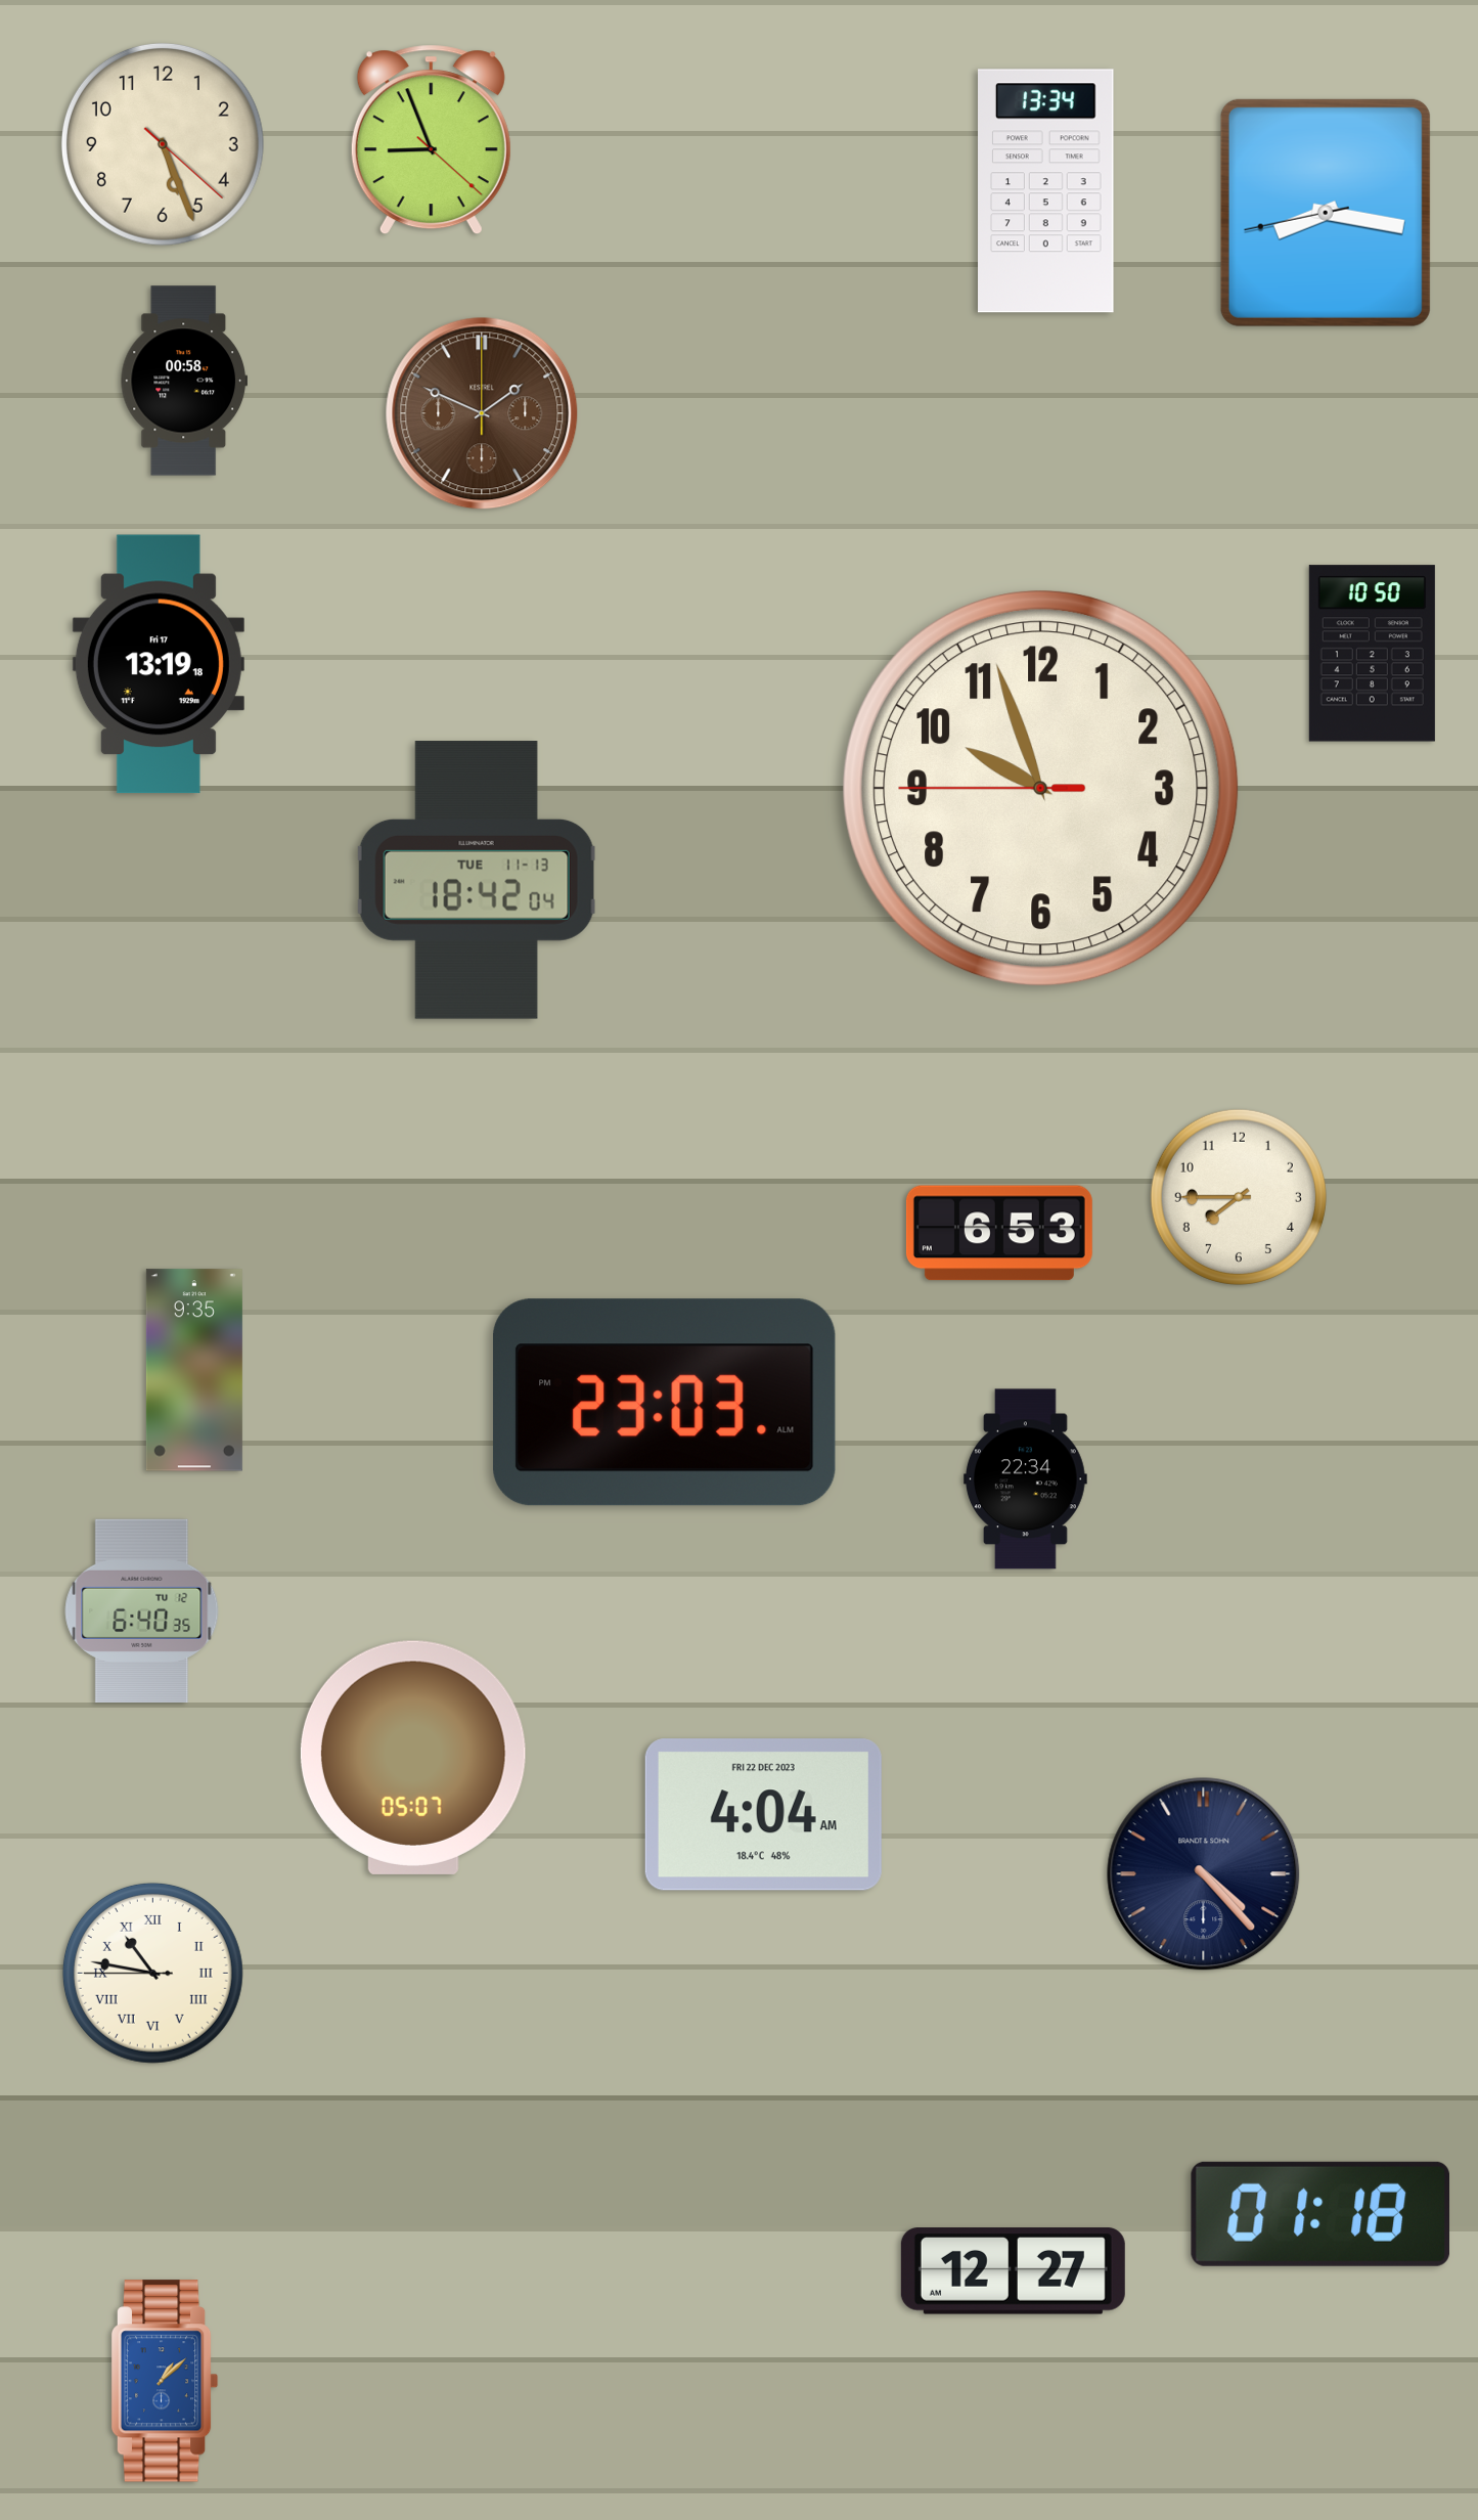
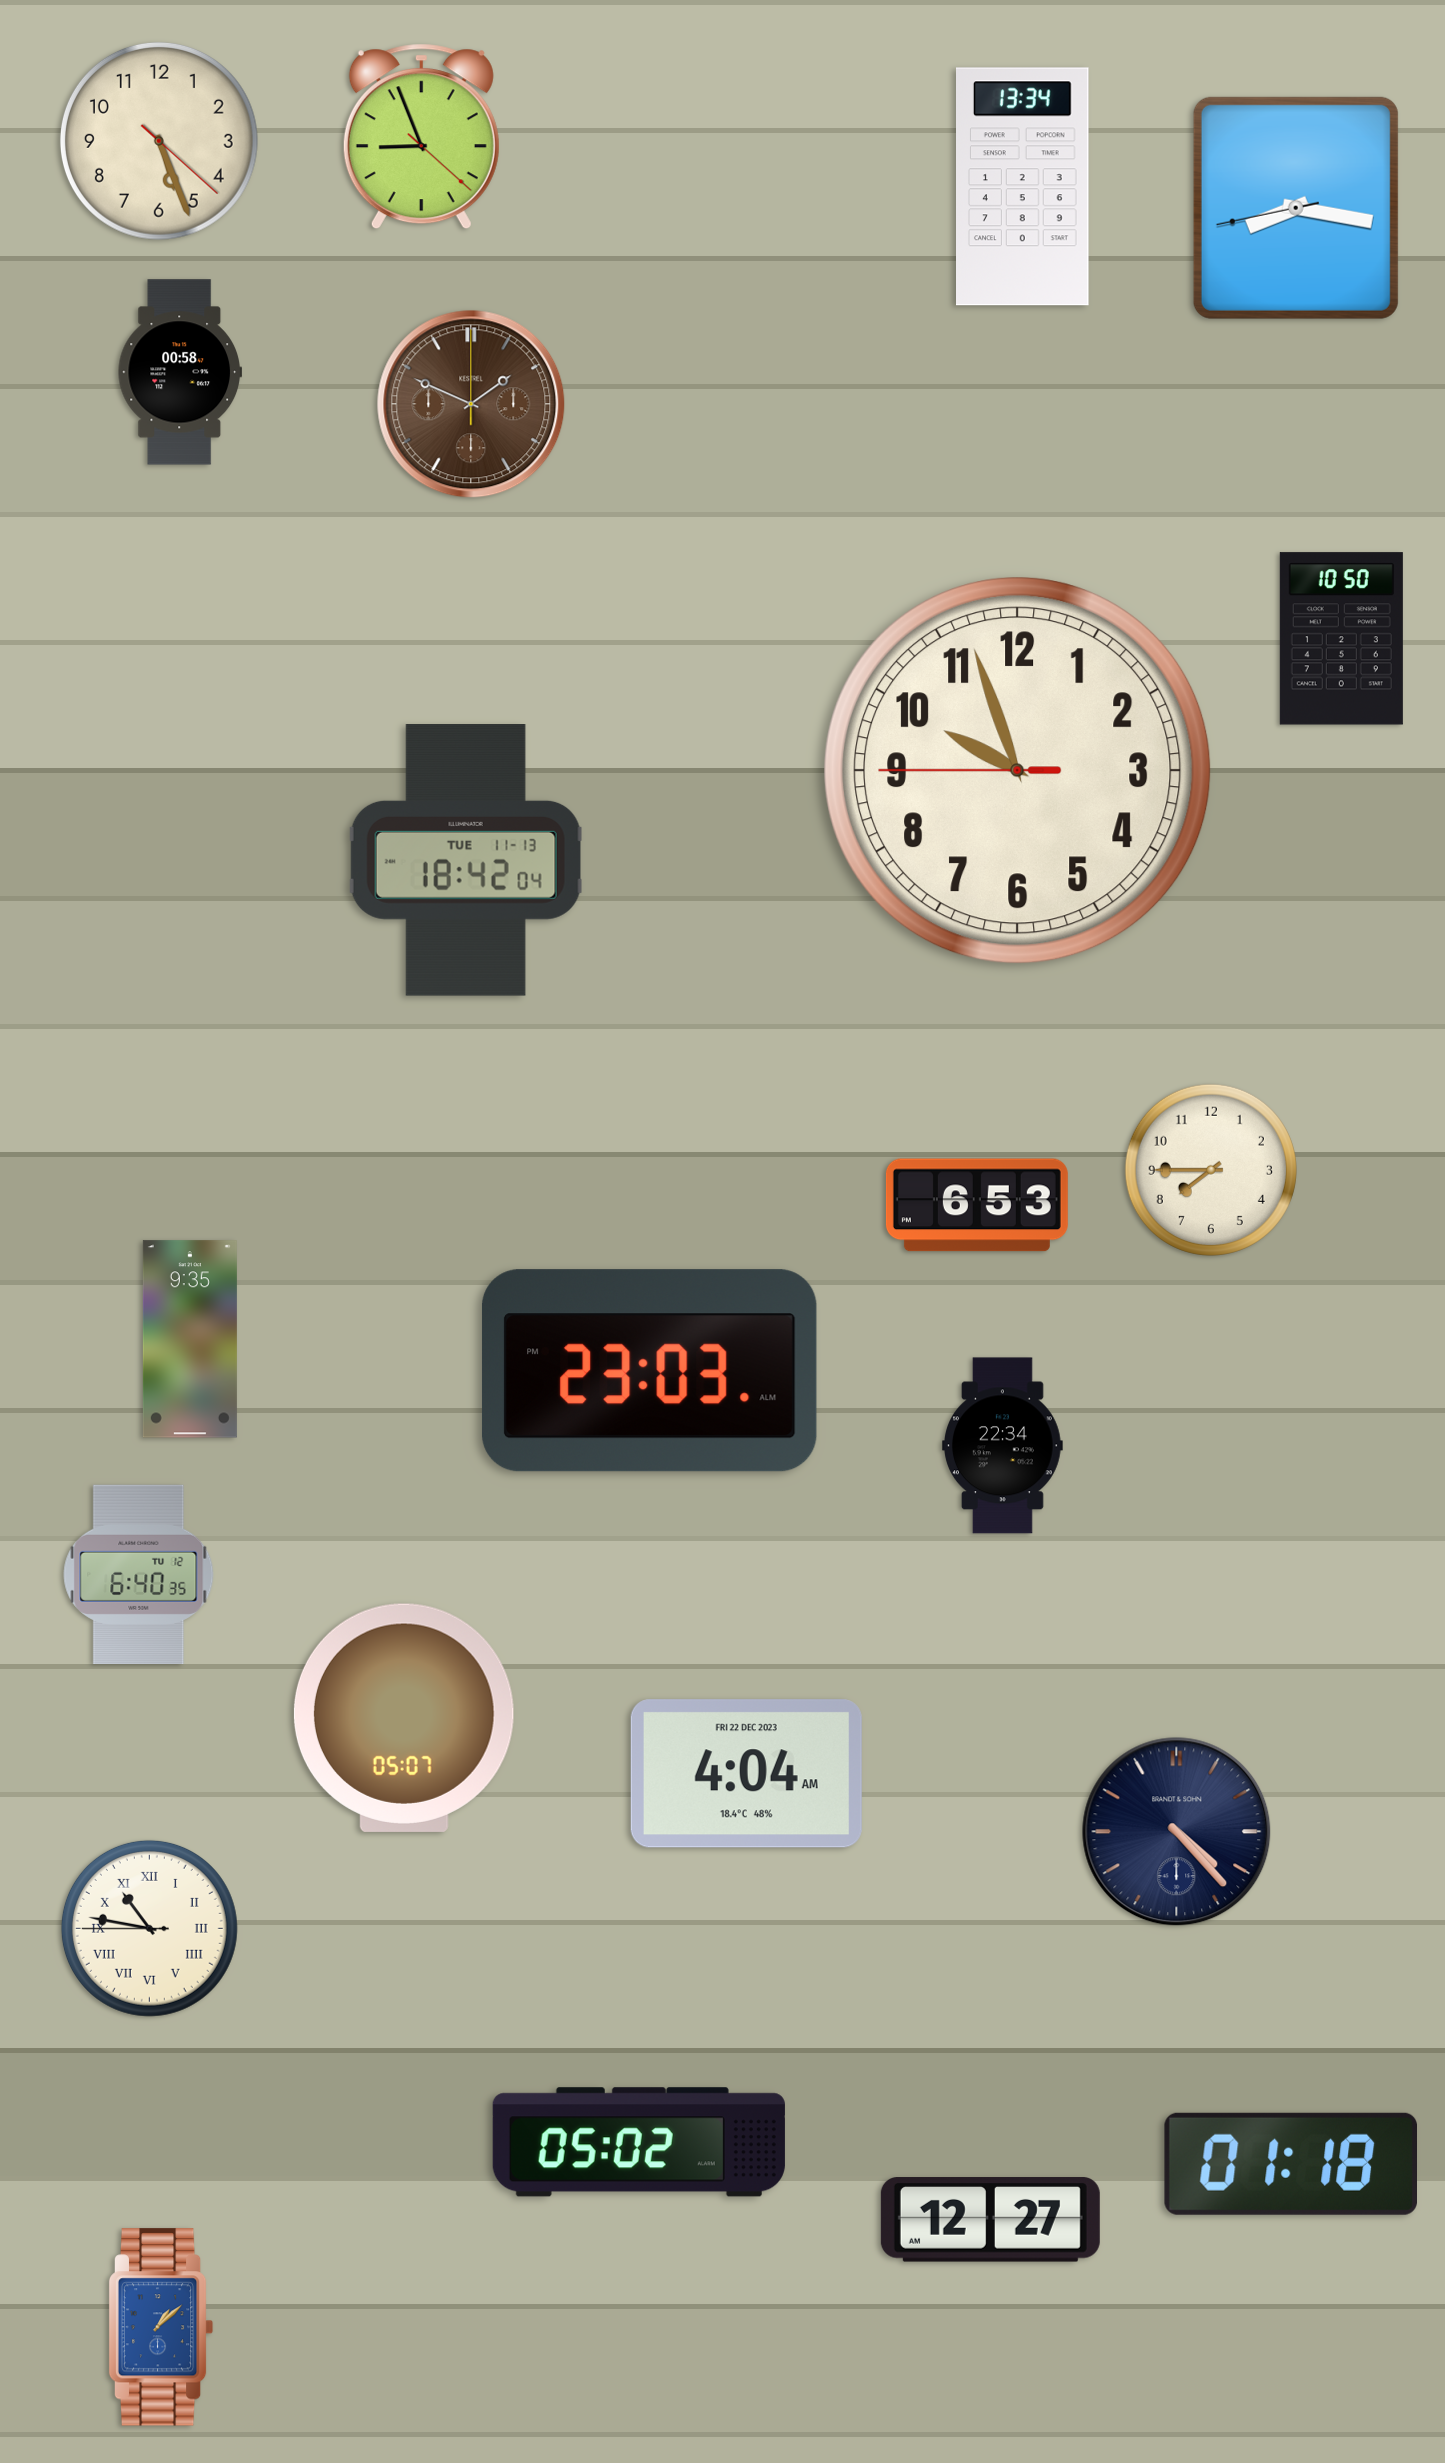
clock at (159, 664): 13:19 -> none
clock at (639, 2142): none -> 05:02
